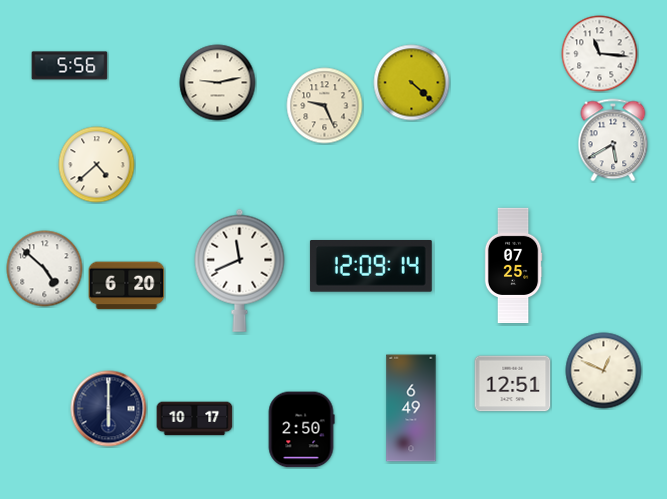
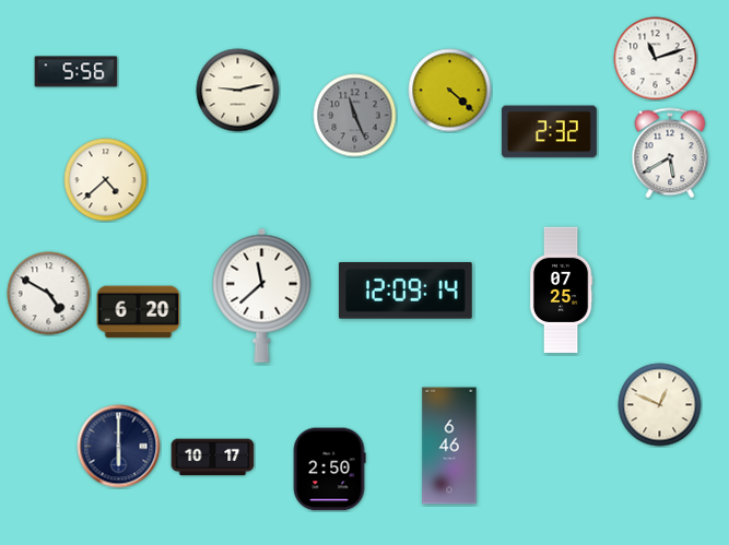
clock at (600, 54): 11:16 -> 11:12
clock at (325, 106): 9:26 -> 11:26
clock at (325, 106) dial: cream -> grey
clock at (549, 132): none -> 2:32
clock at (45, 269): 4:52 -> 4:50
clock at (240, 270): 11:41 -> 11:38
clock at (513, 384): 12:51 -> none
clock at (411, 408): 6:49 -> 6:46
